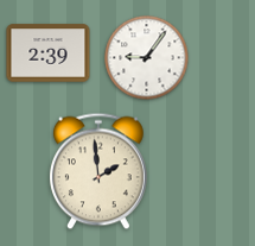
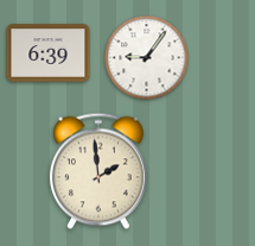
clock at (49, 53): 2:39 -> 6:39
